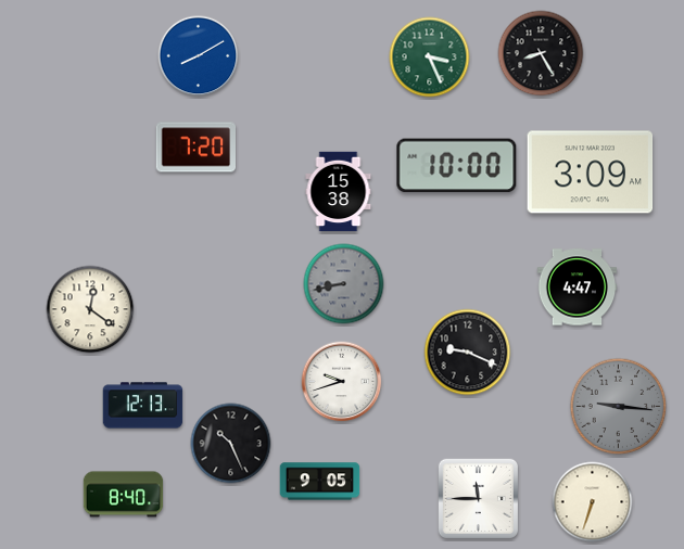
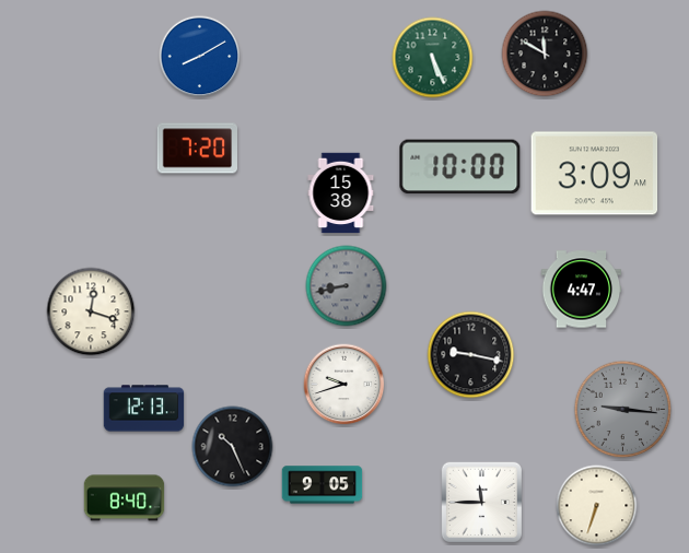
clock at (541, 53): 8:25 -> 11:50
clock at (430, 58): 3:26 -> 5:26
clock at (90, 309): 12:21 -> 12:18
clock at (468, 353): 9:19 -> 9:17
